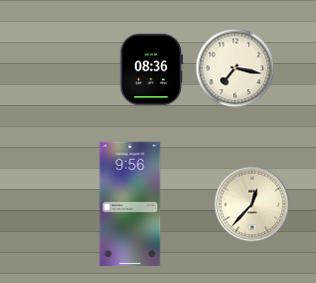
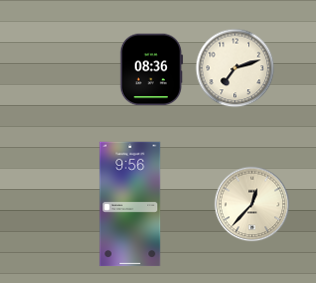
clock at (235, 68): 7:17 -> 7:12
